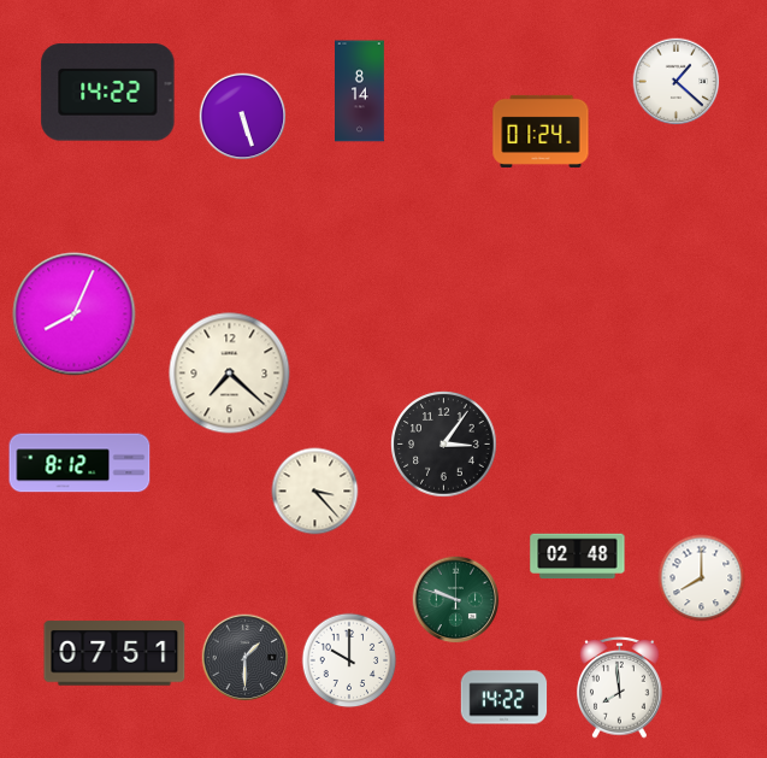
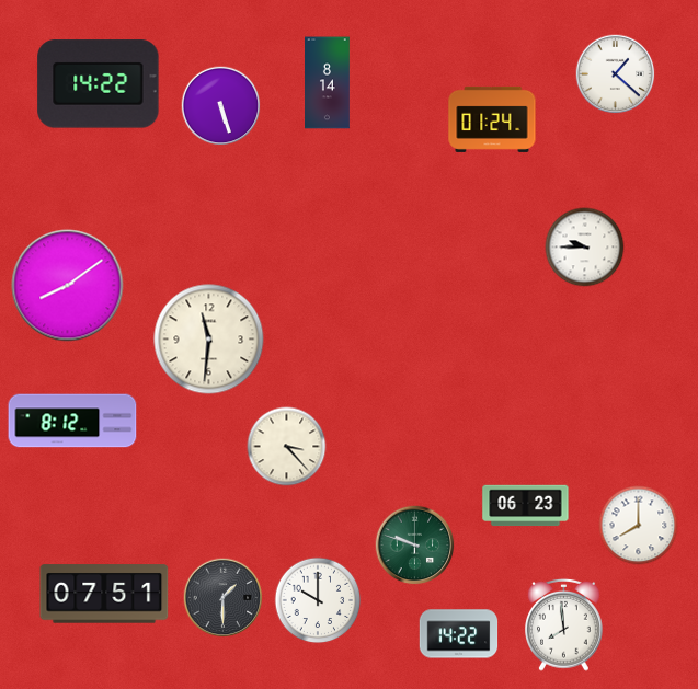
clock at (585, 248): none -> 9:45
clock at (75, 315): 8:04 -> 8:09
clock at (230, 374): 7:22 -> 11:31
clock at (444, 445): 3:06 -> none
clock at (578, 557): 02:48 -> 06:23
